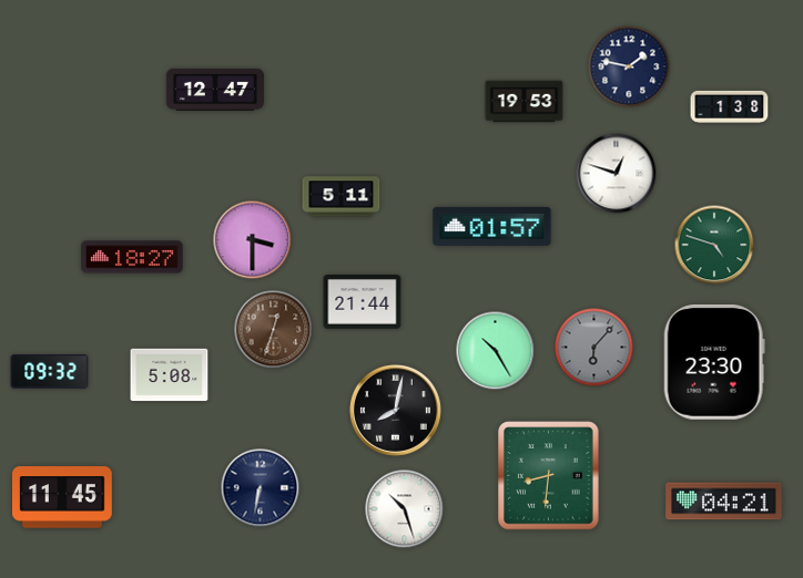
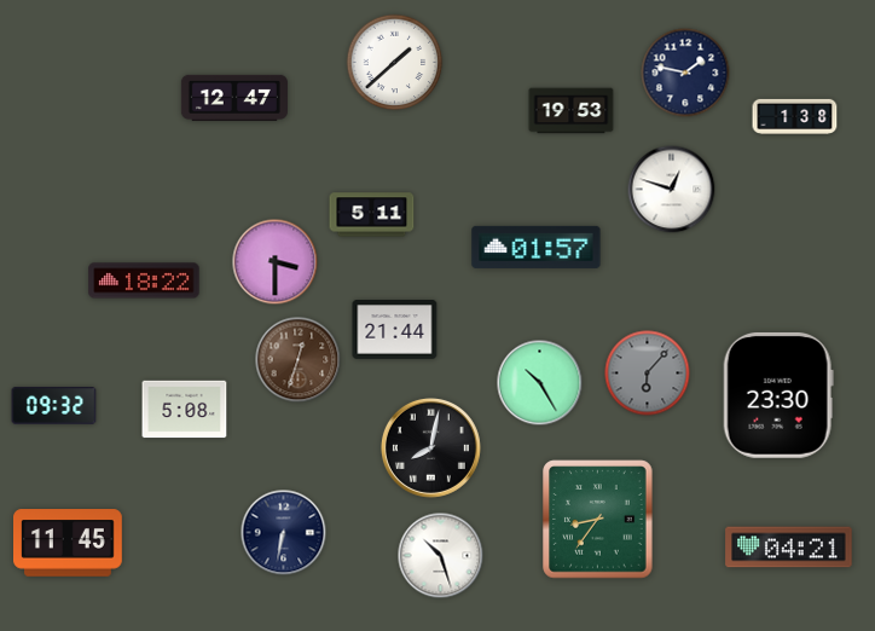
clock at (395, 63): none -> 1:38
clock at (714, 245): 4:48 -> none
clock at (132, 257): 18:27 -> 18:22
clock at (594, 348) position: (594, 348) -> (648, 374)
clock at (549, 476): 8:31 -> 8:36
